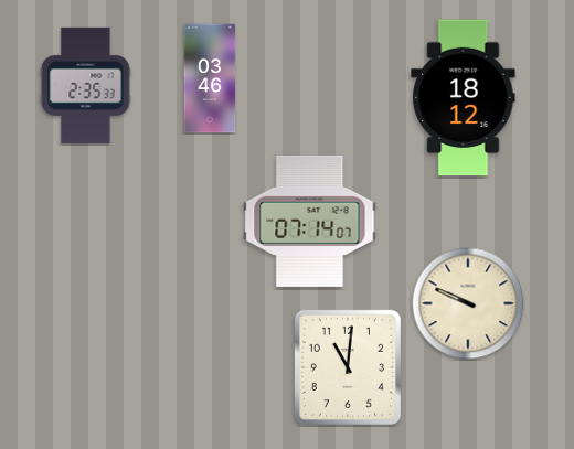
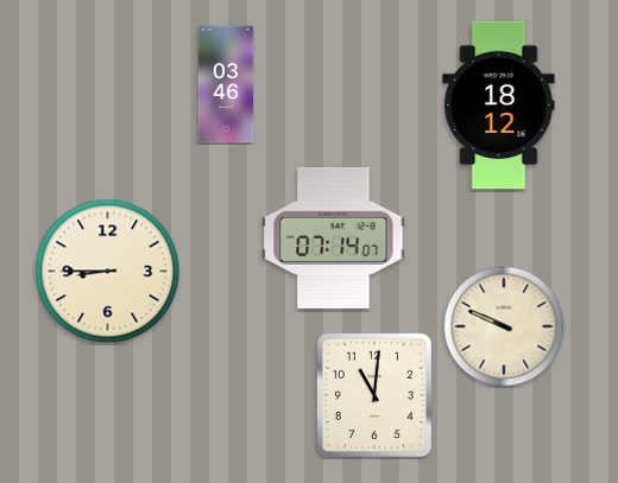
clock at (86, 85): 2:35 -> none
clock at (108, 272): none -> 8:45
